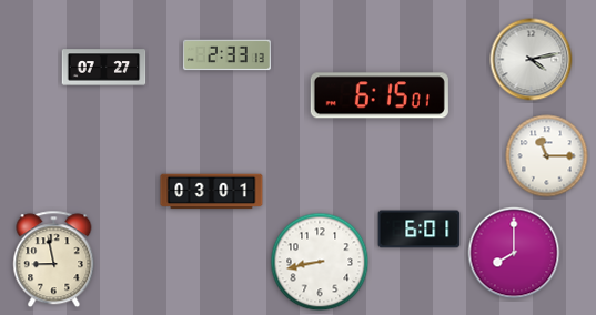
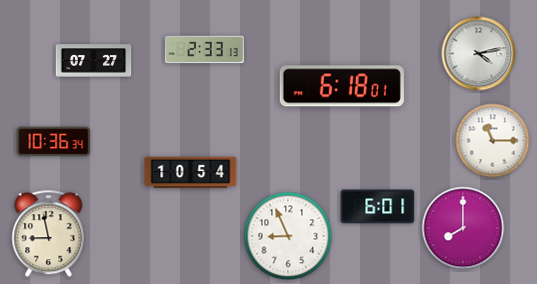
clock at (380, 95): 6:15 -> 6:18
clock at (54, 142): none -> 10:36
clock at (212, 192): 03:01 -> 10:54
clock at (320, 262): 8:43 -> 8:56
